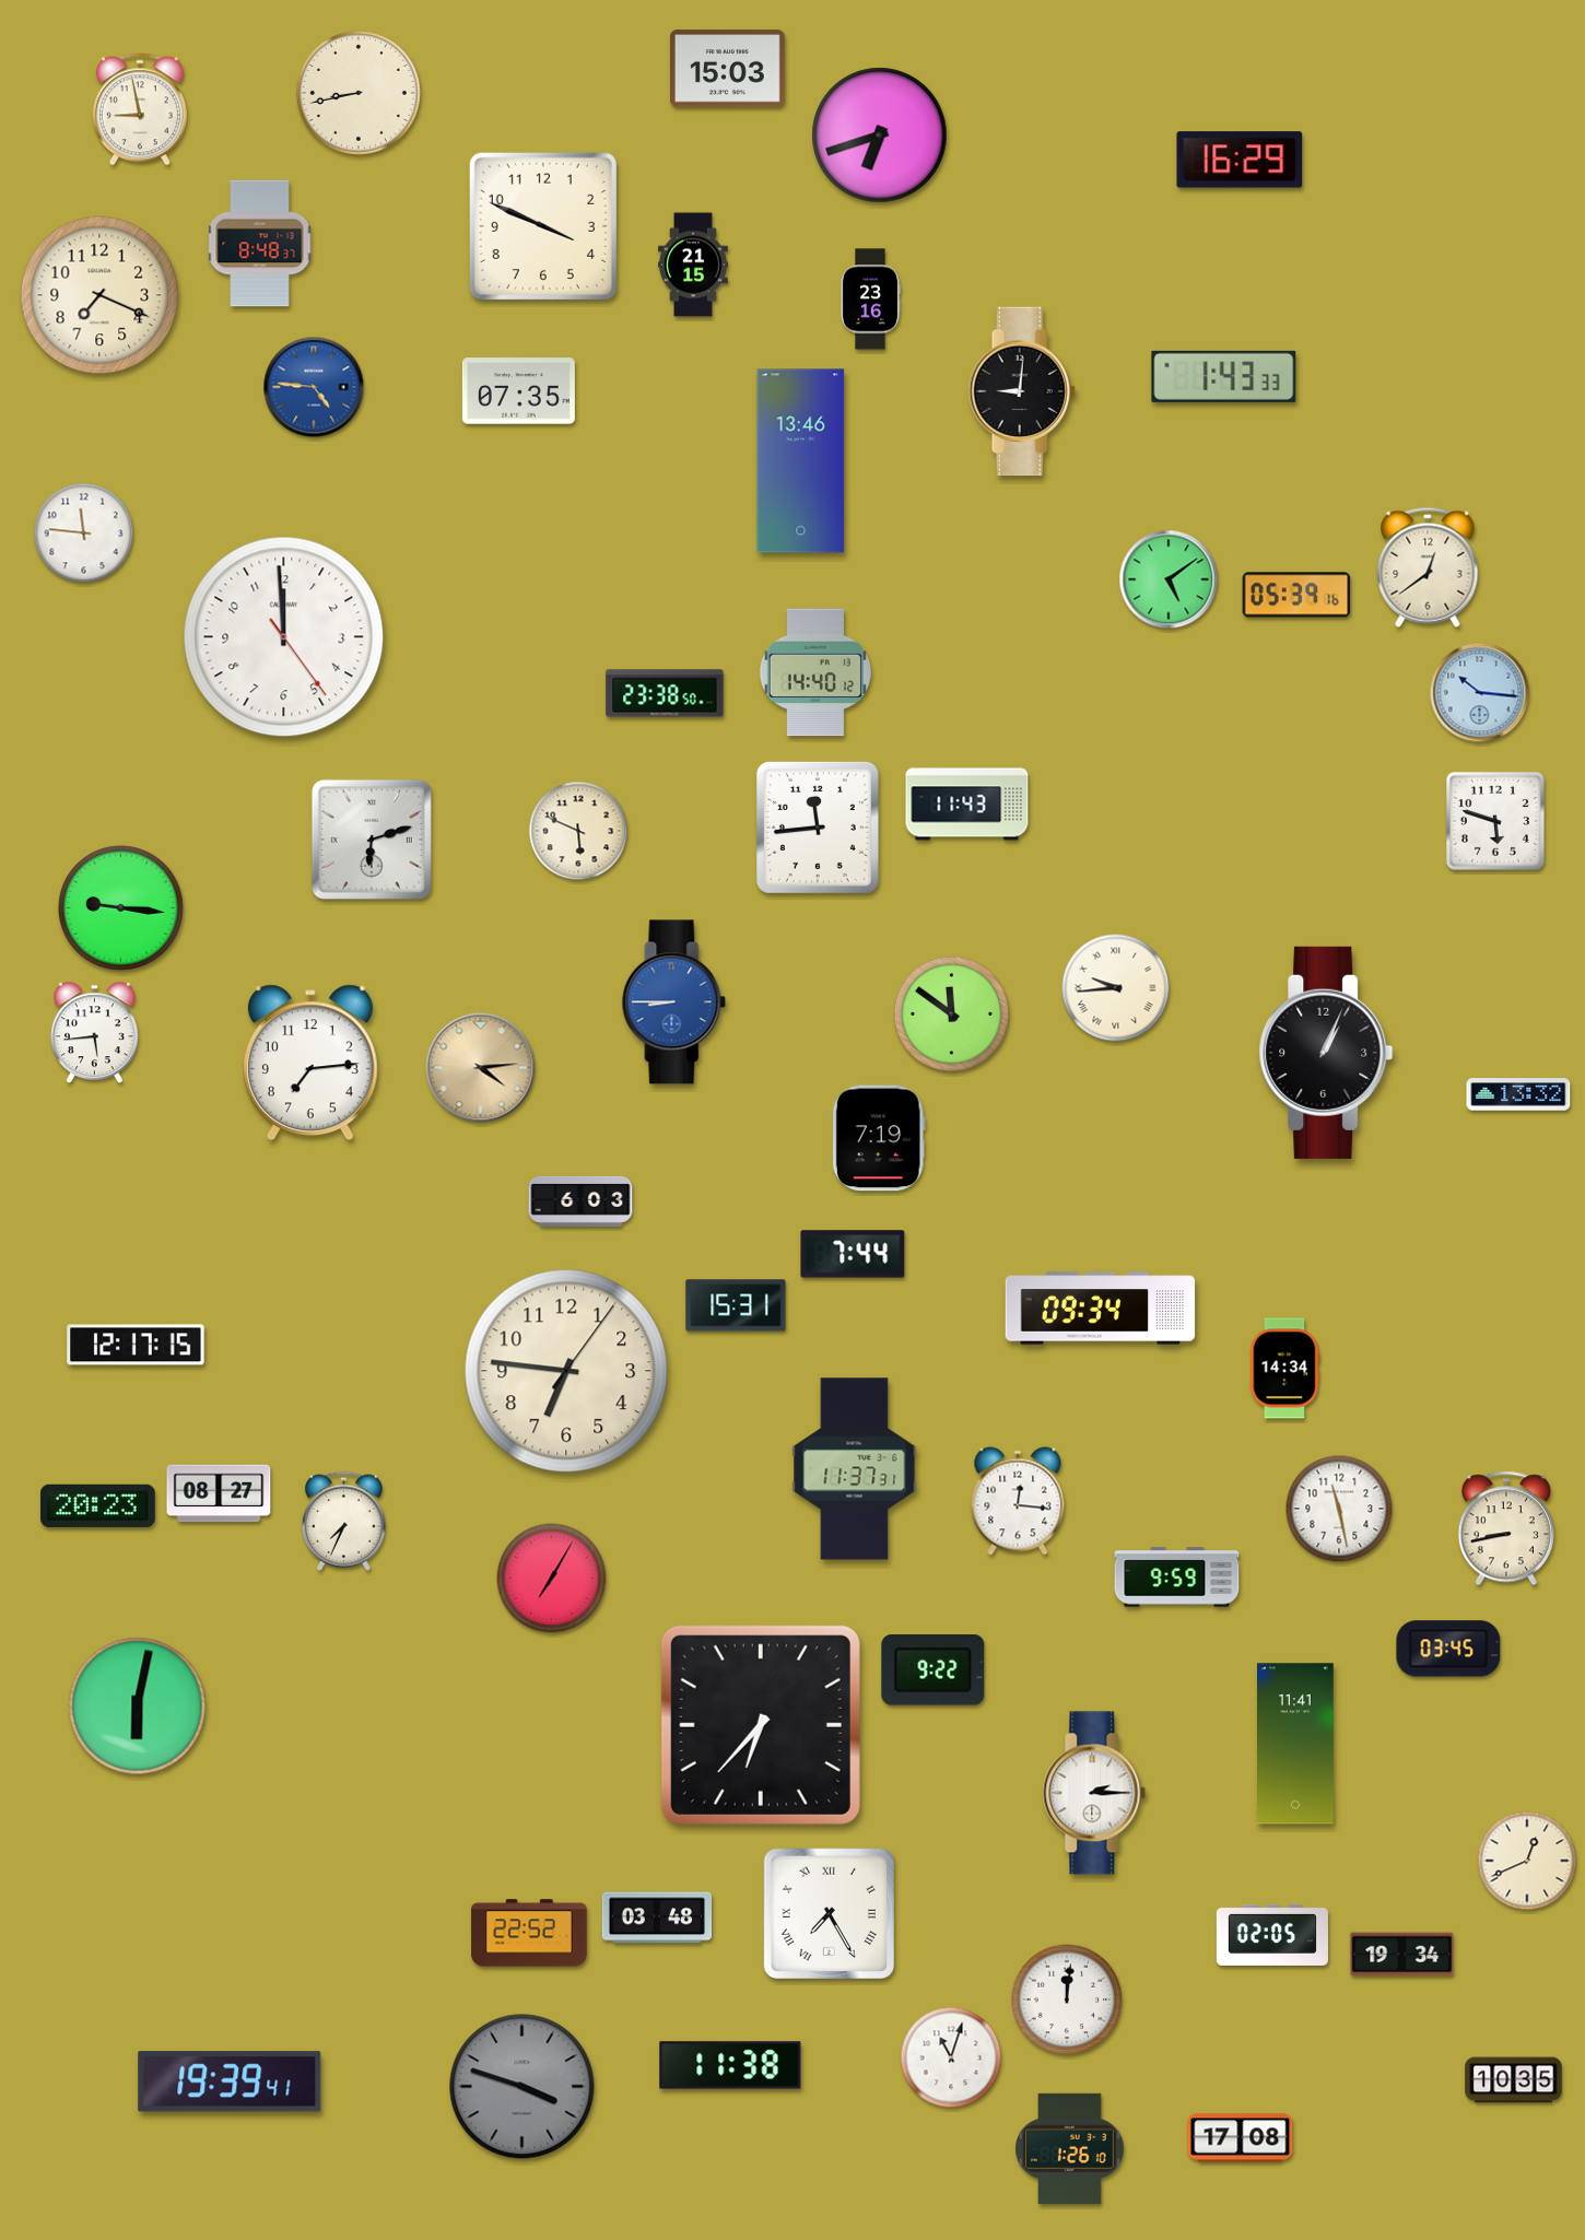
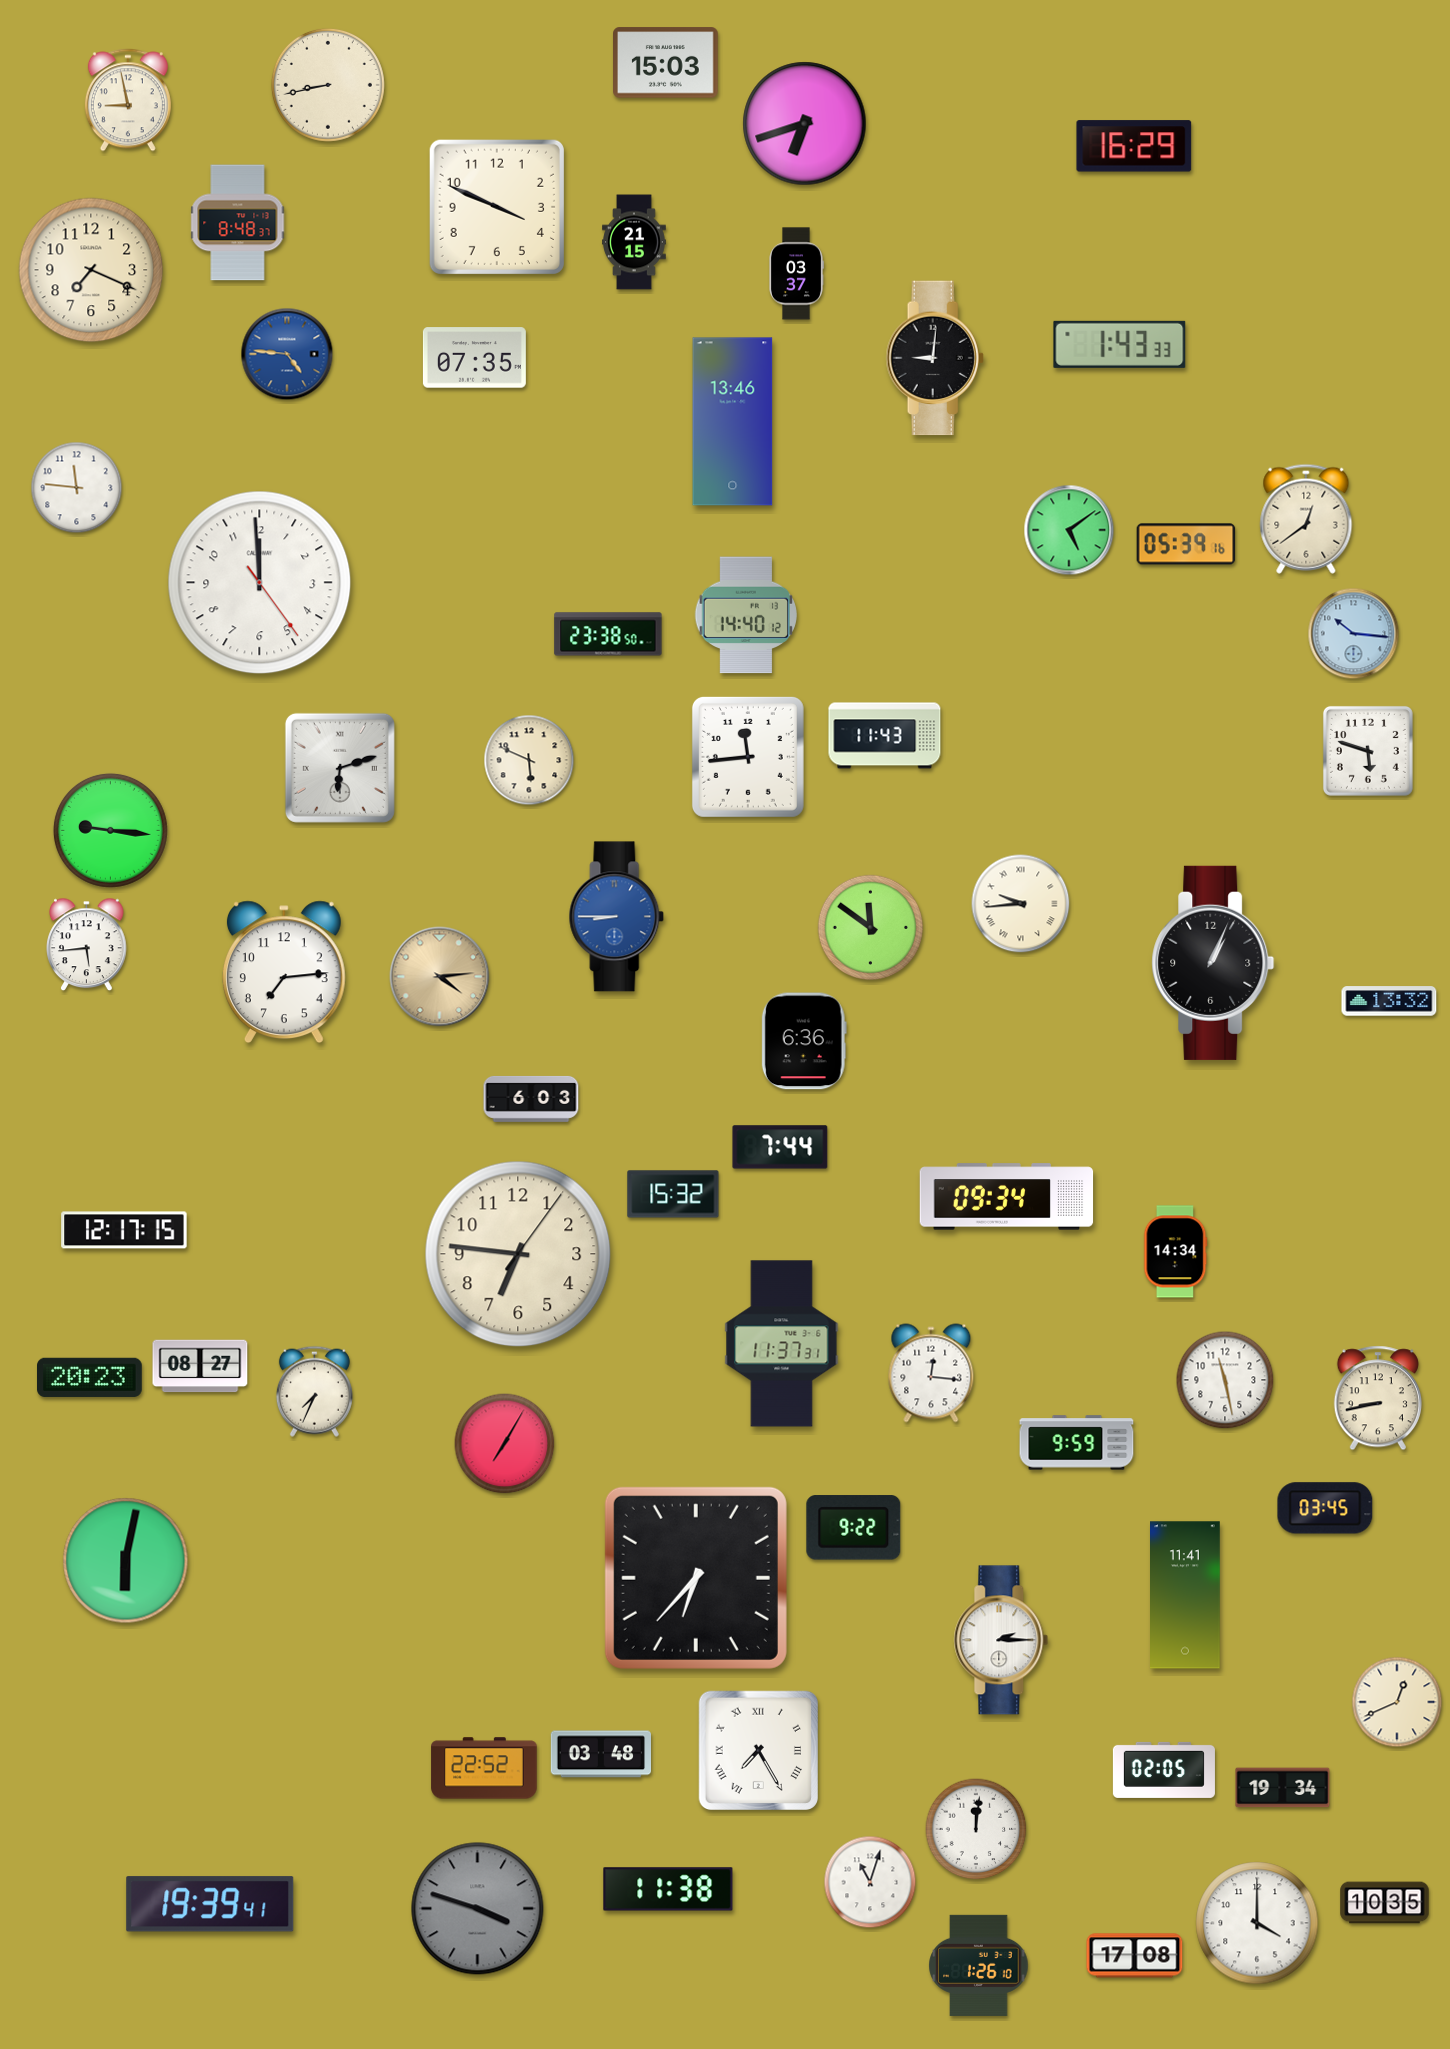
clock at (870, 300): 23:16 -> 03:37
clock at (879, 1138): 7:19 -> 6:36
clock at (736, 1305): 15:31 -> 15:32
clock at (1257, 1923): none -> 4:00
